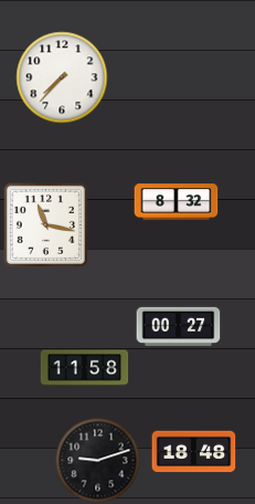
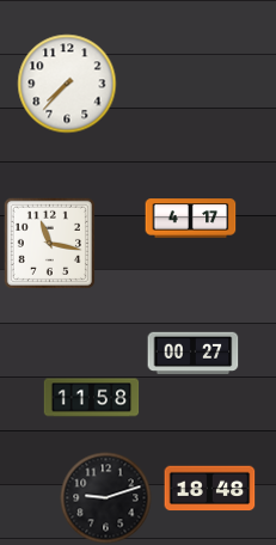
clock at (177, 202): 8:32 -> 4:17
